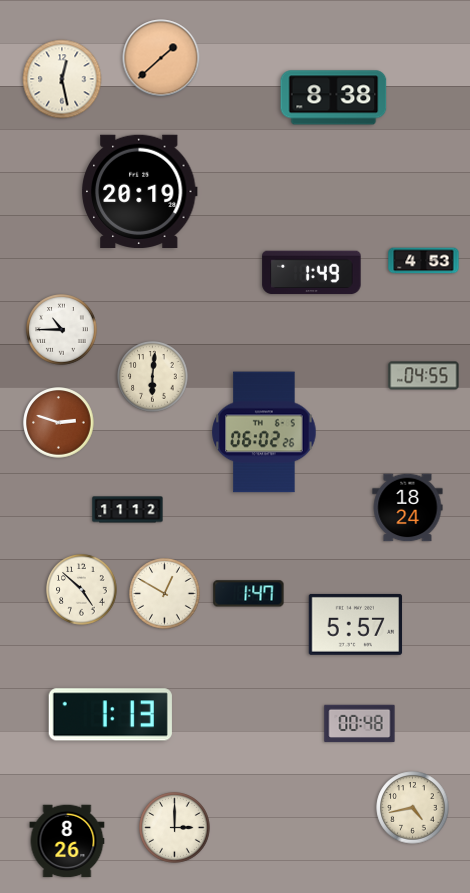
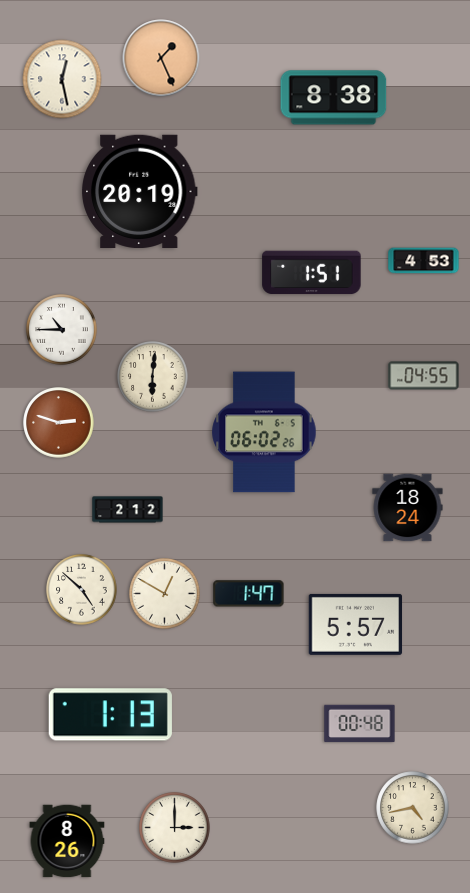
clock at (161, 58): 1:38 -> 1:26
clock at (312, 273): 1:49 -> 1:51
clock at (128, 510): 11:12 -> 2:12
